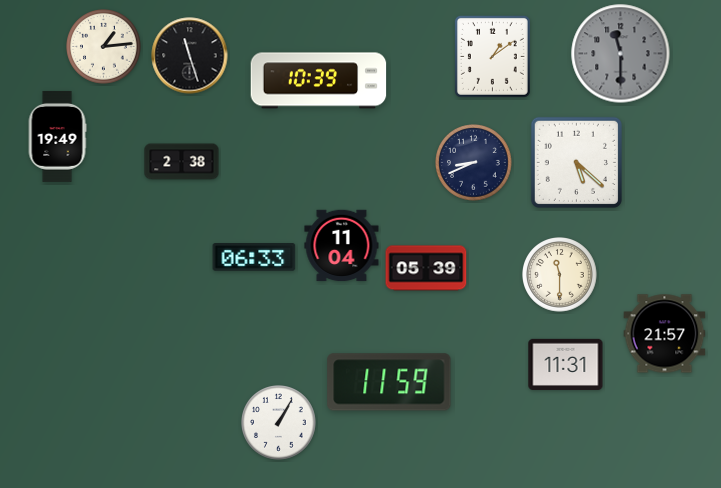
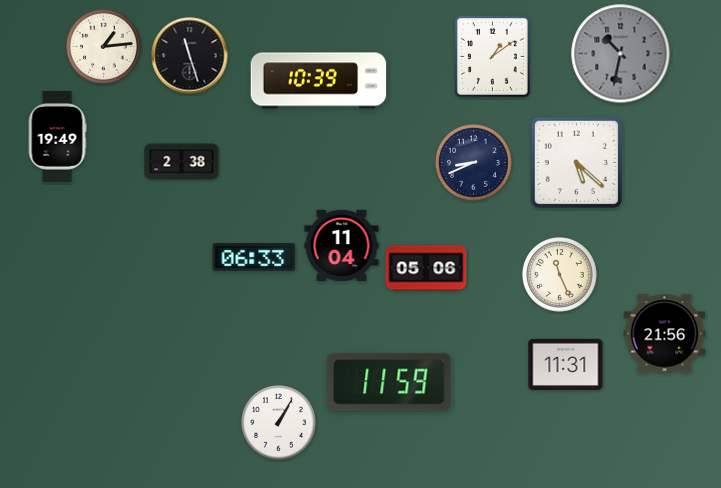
clock at (621, 54): 11:30 -> 10:32
clock at (426, 268): 05:39 -> 05:06
clock at (560, 275): 11:30 -> 11:26
clock at (665, 334): 21:57 -> 21:56
